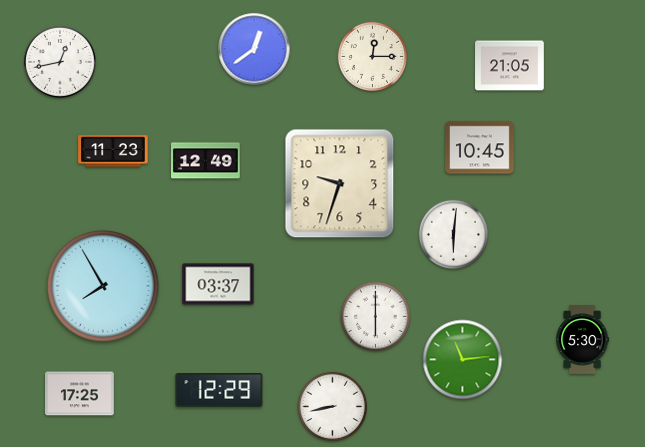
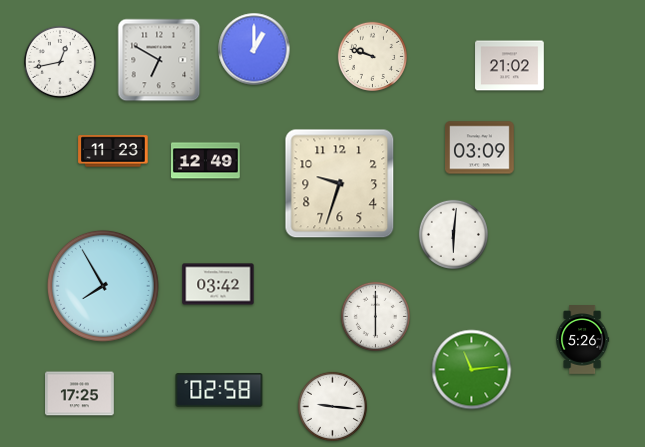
clock at (254, 49): 12:39 -> 1:00
clock at (372, 56): 12:15 -> 9:48
clock at (159, 60): none -> 6:50
clock at (510, 66): 21:05 -> 21:02
clock at (480, 148): 10:45 -> 03:09
clock at (218, 284): 03:37 -> 03:42
clock at (583, 340): 5:30 -> 5:26
clock at (463, 360) position: (463, 360) -> (472, 370)
clock at (219, 390): 12:29 -> 02:58
clock at (332, 406): 8:43 -> 9:16
